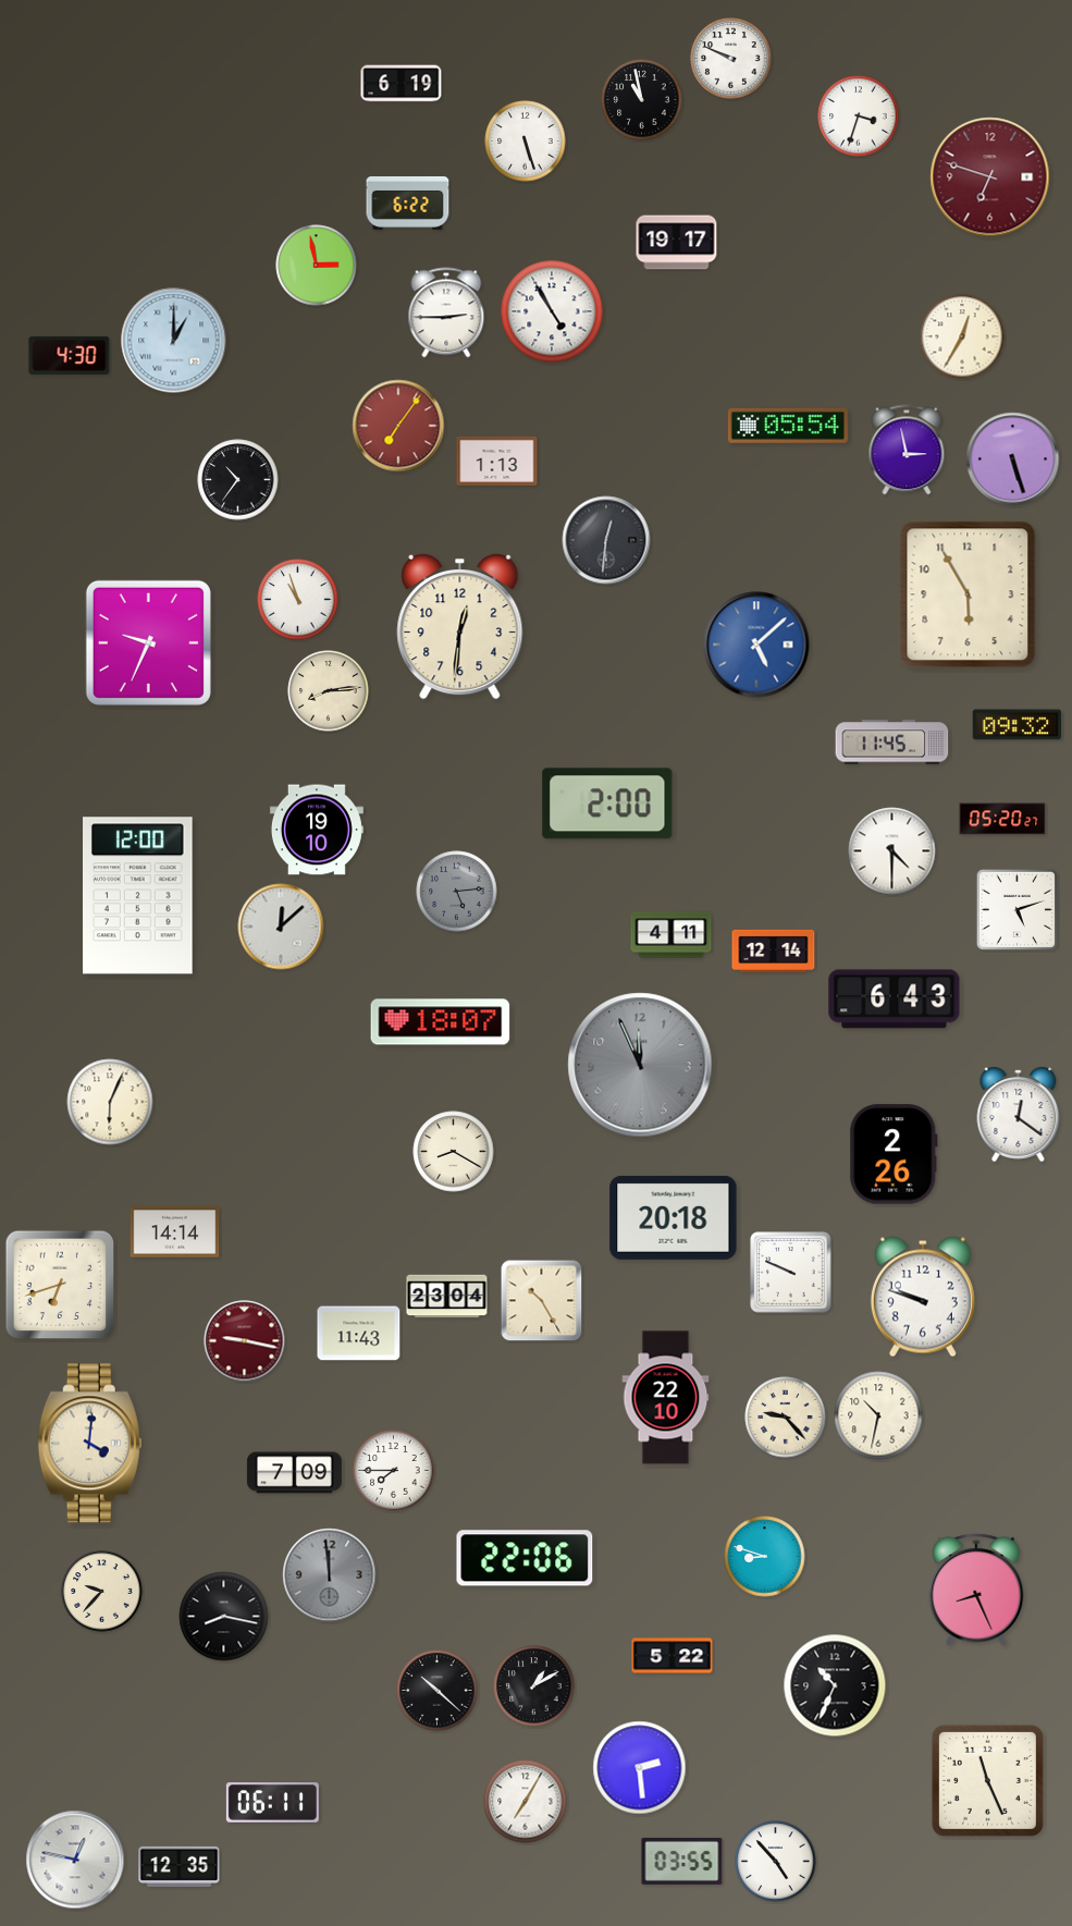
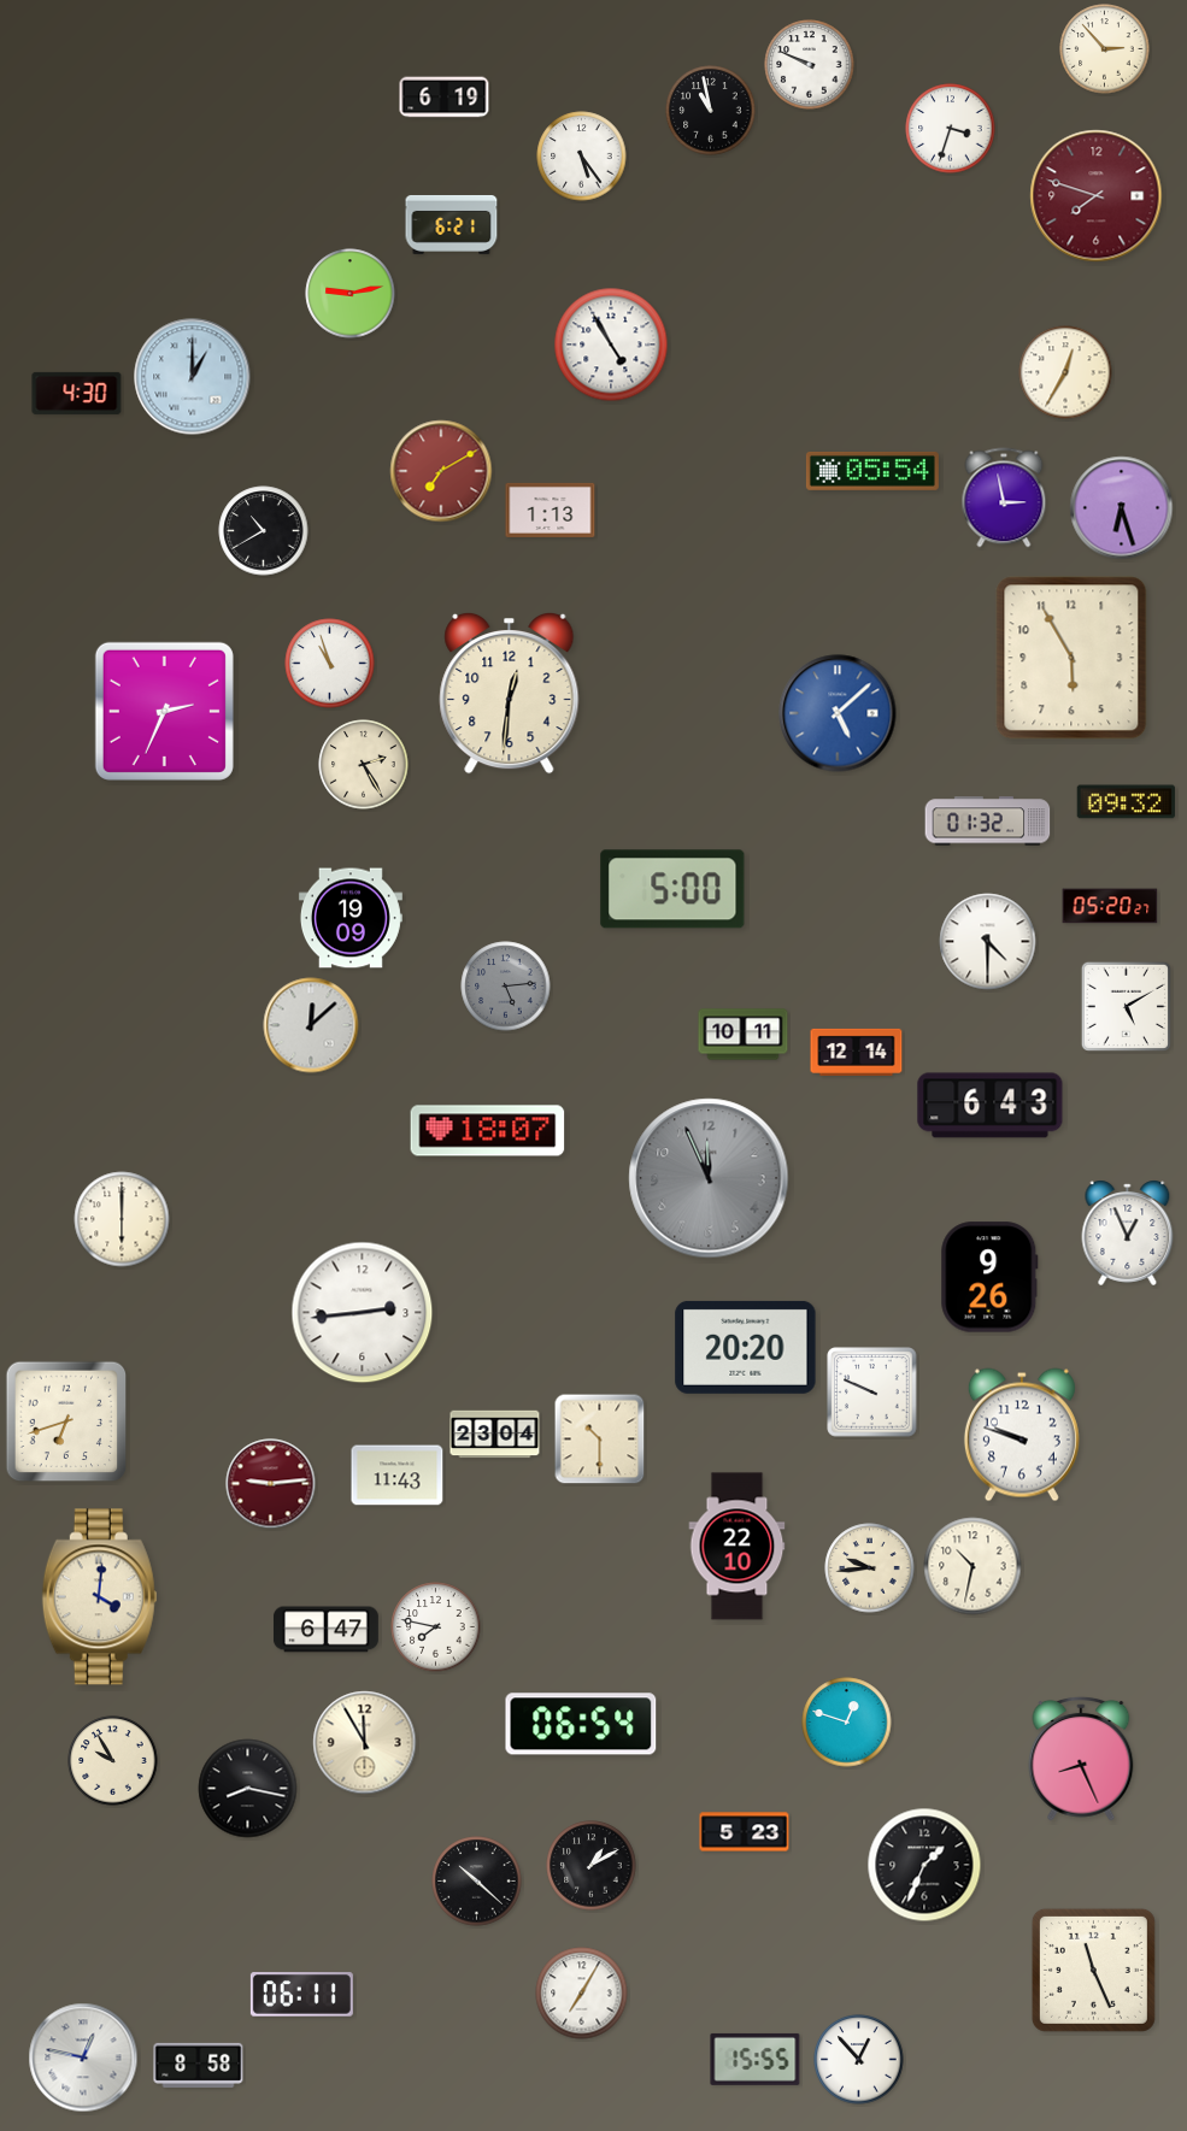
clock at (1105, 49): none -> 2:53
clock at (402, 84) position: (402, 84) -> (445, 98)
clock at (526, 142): 5:27 -> 5:24
clock at (990, 177): 6:48 -> 7:48
clock at (408, 203): 6:22 -> 6:21
clock at (677, 243): 19:17 -> none
clock at (317, 266): 2:58 -> 9:13
clock at (446, 312): 2:45 -> none
clock at (398, 426): 7:06 -> 7:10
clock at (1013, 459): 5:27 -> 6:27
clock at (238, 480): 10:36 -> 10:40
clock at (606, 540): 12:31 -> none
clock at (148, 642): 9:34 -> 2:34
clock at (329, 691): 8:14 -> 2:25
clock at (892, 743): 11:45 -> 01:32
clock at (607, 803): 2:00 -> 5:00
clock at (317, 830): 19:10 -> 19:09
clock at (138, 896): 12:00 -> none
clock at (1016, 909): 5:12 -> 5:10
clock at (671, 935): 4:11 -> 10:11
clock at (110, 1102): 6:04 -> 6:00
clock at (1019, 1114): 12:21 -> 12:56
clock at (454, 1152): 8:20 -> none
clock at (894, 1154): 2:26 -> 9:26
clock at (363, 1313): none -> 2:44
clock at (674, 1217): 20:18 -> 20:20
clock at (175, 1232): 14:14 -> none
clock at (791, 1273) position: (791, 1273) -> (872, 1393)
clock at (542, 1301): 10:25 -> 10:30
clock at (245, 1341): 9:17 -> 9:14
clock at (786, 1418): 9:23 -> 9:44
clock at (394, 1471): 7:45 -> 7:47
clock at (294, 1473): 7:09 -> 6:47
clock at (765, 1557): 8:48 -> 12:48
clock at (525, 1558): 22:06 -> 06:54
clock at (330, 1575): 11:59 -> 11:55
clock at (330, 1575) dial: grey -> cream
clock at (102, 1592): 9:37 -> 9:55
clock at (673, 1656): 5:22 -> 5:23
clock at (835, 1685): 10:34 -> 1:34
clock at (438, 1691) position: (438, 1691) -> (477, 1882)
clock at (640, 1768): 2:29 -> none
clock at (682, 1861): 03:55 -> 15:55
clock at (776, 1862): 4:53 -> 12:53
clock at (180, 1866): 12:35 -> 8:58
